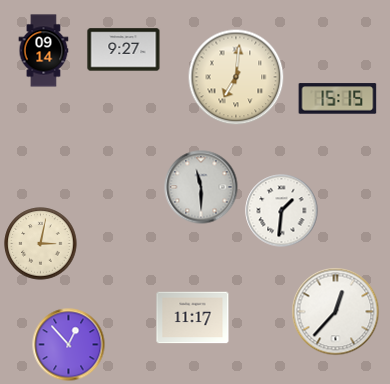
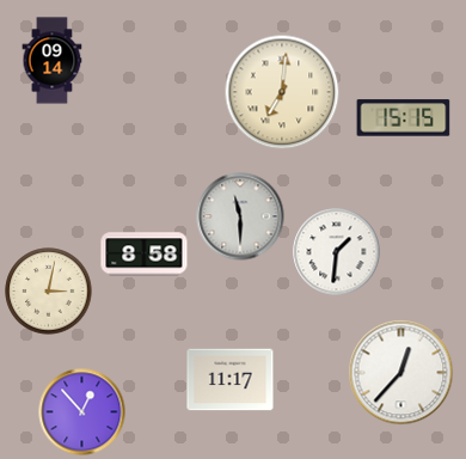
clock at (124, 50): 9:27 -> none
clock at (201, 187) position: (201, 187) -> (240, 216)
clock at (145, 255): none -> 8:58
